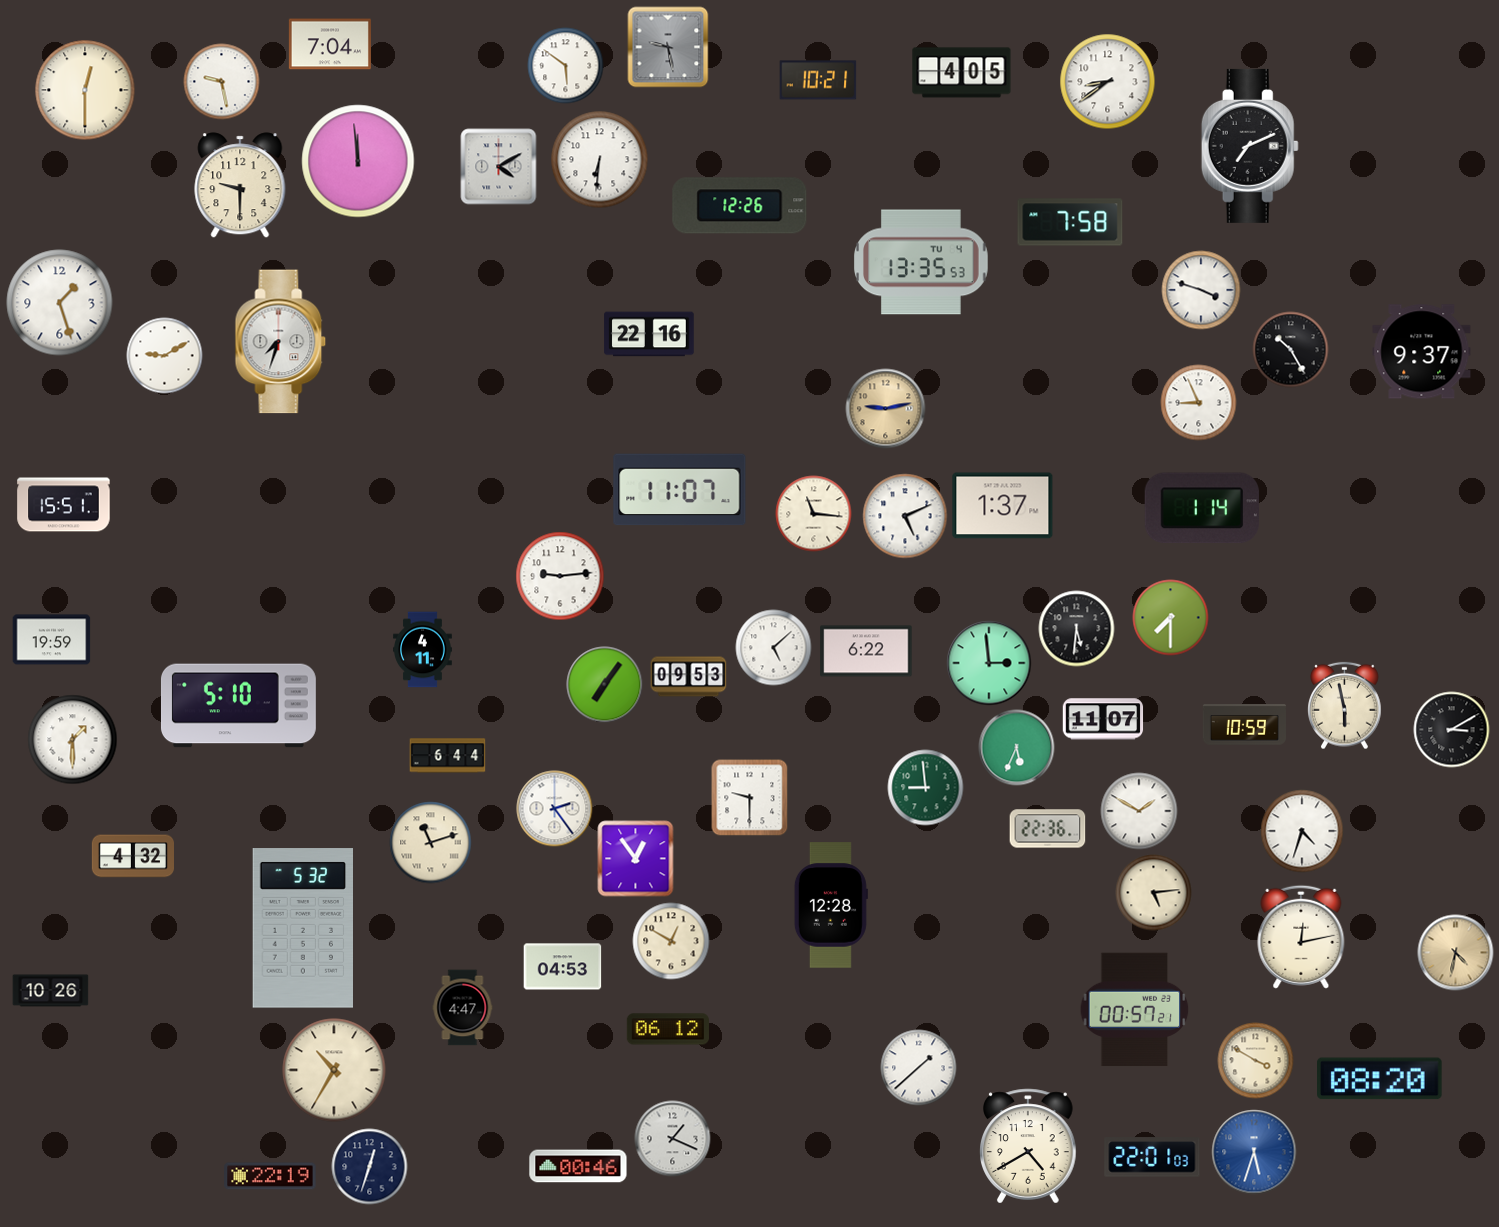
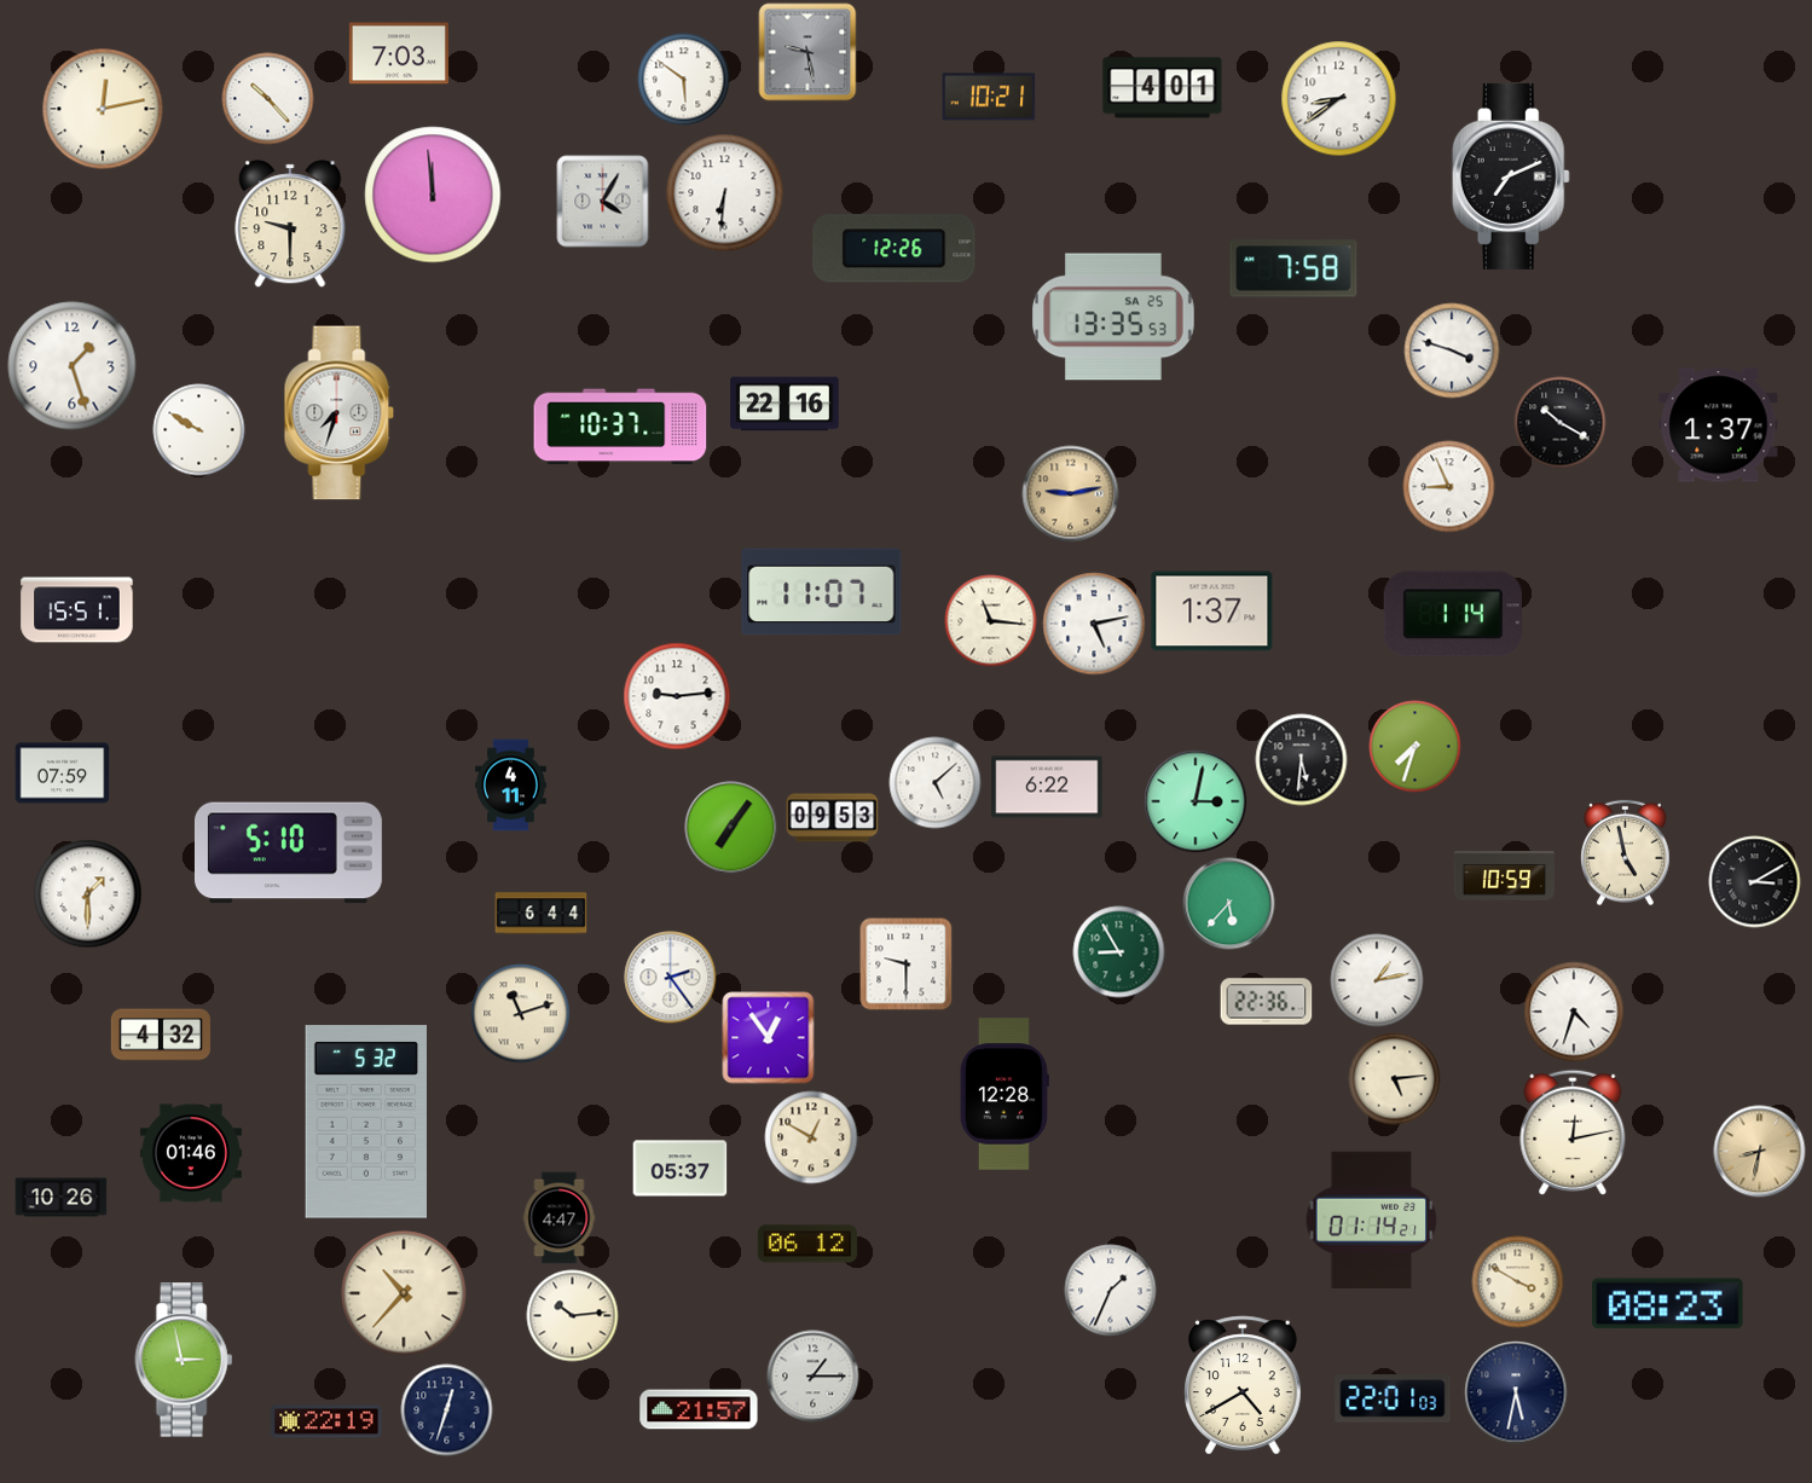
clock at (330, 44): 7:04 -> 7:03
clock at (668, 47) position: (668, 47) -> (807, 52)
clock at (962, 73): 4:05 -> 4:01
clock at (222, 82): 9:28 -> 10:23
clock at (85, 90): 12:30 -> 12:13
clock at (499, 167): 4:10 -> 4:05
clock at (922, 262) date: TU 4 -> SA 25
clock at (1291, 350): 10:25 -> 10:20
clock at (1422, 352): 9:37 -> 1:37
clock at (620, 427): none -> 10:37
clock at (165, 356): 9:10 -> 9:50
clock at (814, 514) position: (814, 514) -> (991, 621)
clock at (905, 516): 5:11 -> 5:13
clock at (1171, 618): 7:30 -> 7:33
clock at (52, 640): 19:59 -> 07:59
clock at (989, 663): 2:59 -> 3:02
clock at (1345, 706): 5:58 -> 4:58
clock at (1103, 719): 11:07 -> none
clock at (1017, 748): 5:34 -> 5:37
clock at (926, 788): 8:59 -> 8:55
clock at (1139, 811): 1:50 -> 1:13
clock at (1302, 831) position: (1302, 831) -> (1574, 1012)
clock at (431, 843) position: (431, 843) -> (521, 1014)
clock at (1456, 953): 4:32 -> 8:32
clock at (191, 1153): none -> 01:46
clock at (563, 967): 04:53 -> 05:37
clock at (1135, 1010): 00:57 -> 01:14
clock at (919, 1068): 1:38 -> 1:34
clock at (334, 1070): 10:35 -> 10:37
clock at (1380, 1079): 08:20 -> 08:23
clock at (573, 1316): none -> 10:14
clock at (184, 1360): none -> 2:58
clock at (673, 1139): 1:19 -> 1:15
clock at (1254, 1152): 5:33 -> 5:32
clock at (1254, 1152) dial: blue -> navy
clock at (578, 1166): 00:46 -> 21:57
